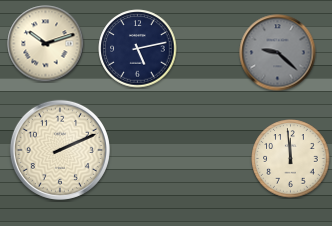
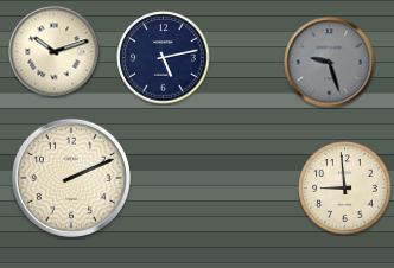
clock at (278, 53): 9:22 -> 9:27
clock at (291, 159): 11:59 -> 8:59
